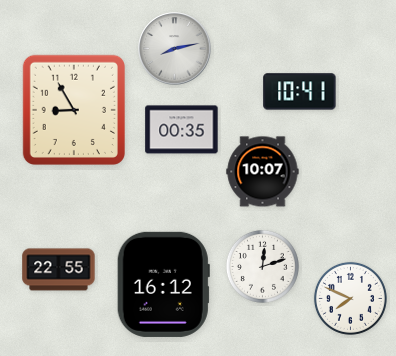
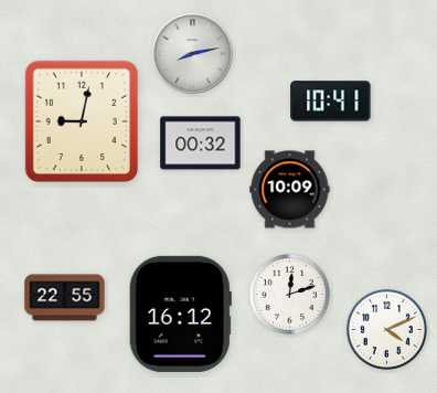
clock at (74, 110): 8:55 -> 9:02
clock at (182, 130): 00:35 -> 00:32
clock at (263, 172): 10:07 -> 10:09
clock at (350, 298): 7:49 -> 4:11
